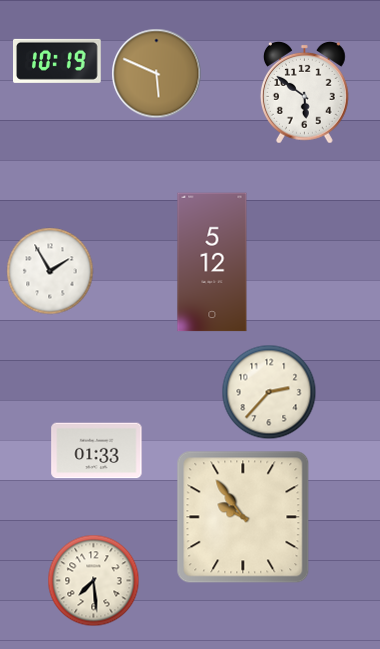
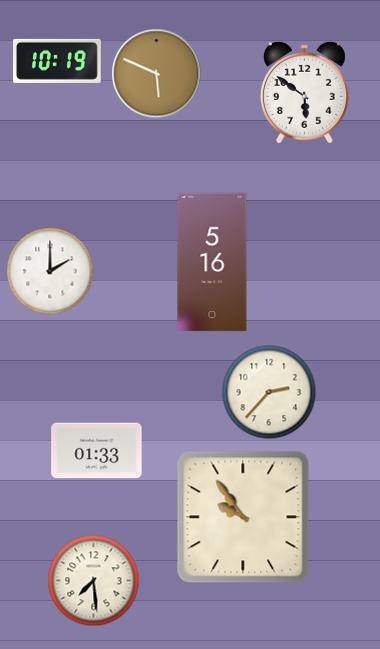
clock at (212, 262): 5:12 -> 5:16
clock at (50, 271): 1:55 -> 2:00
